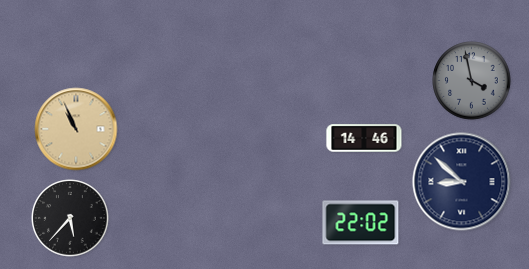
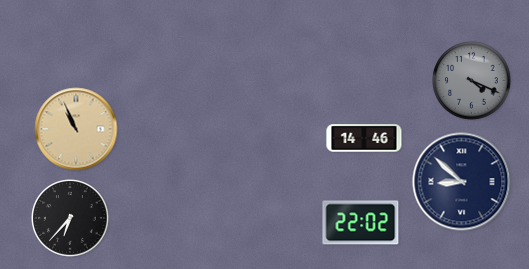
clock at (472, 81): 3:58 -> 4:19
clock at (70, 218): 5:37 -> 6:37
